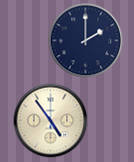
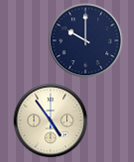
clock at (86, 41): 2:00 -> 10:00
